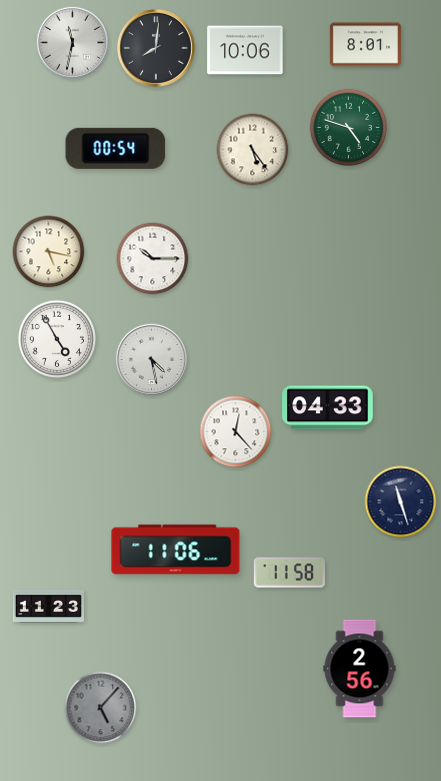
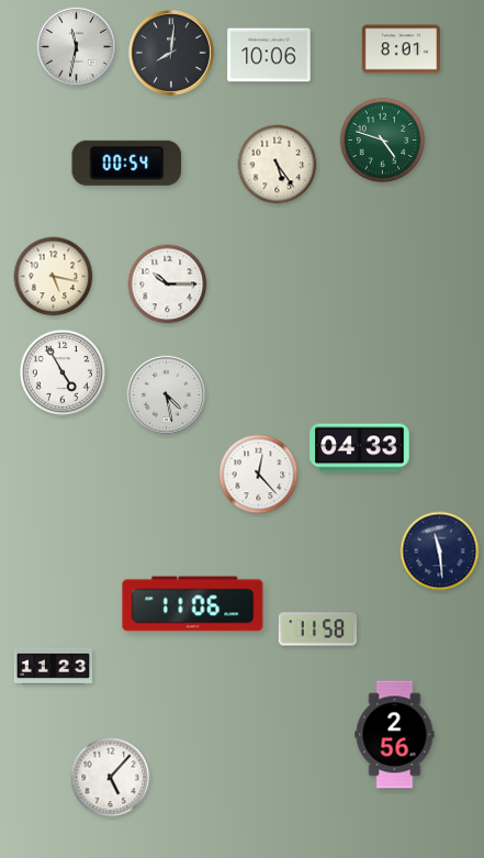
clock at (72, 42) position: (72, 42) -> (76, 46)
clock at (401, 502): 11:27 -> 11:29
clock at (101, 708) dial: grey -> white
